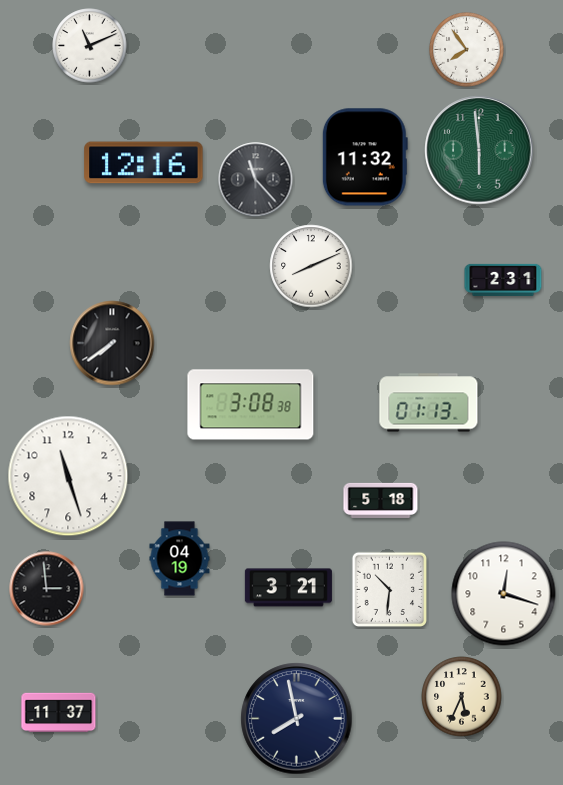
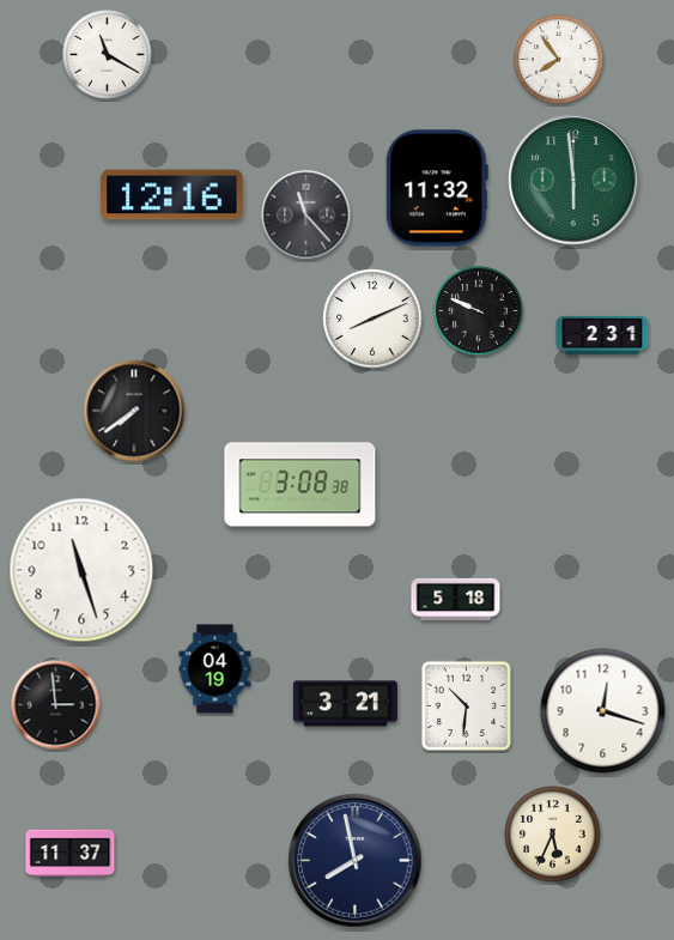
clock at (90, 46): 11:11 -> 11:20
clock at (479, 311): none -> 9:49
clock at (429, 403): 01:13 -> none
